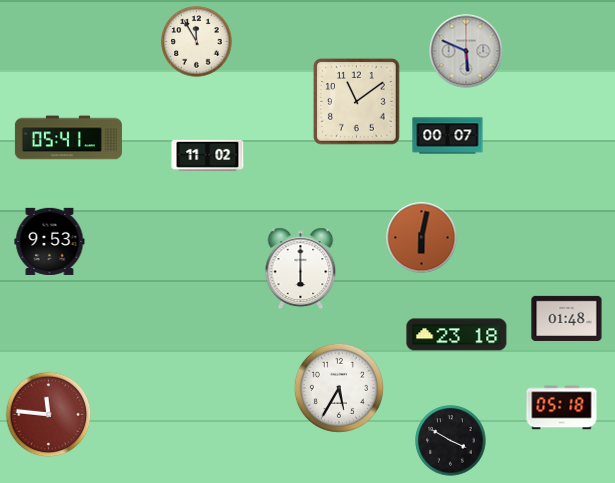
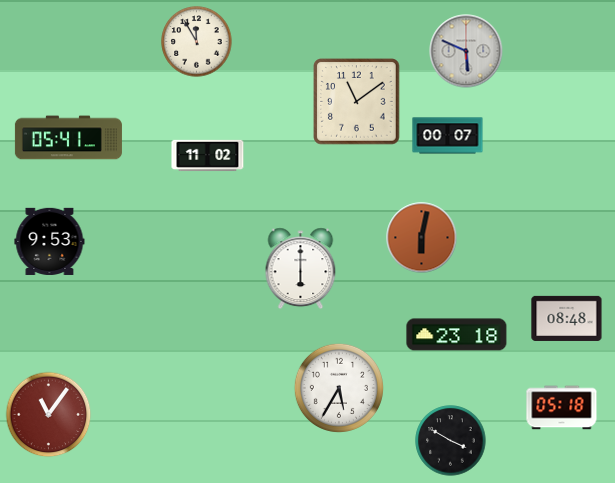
clock at (567, 318): 01:48 -> 08:48
clock at (49, 415): 11:46 -> 11:06
